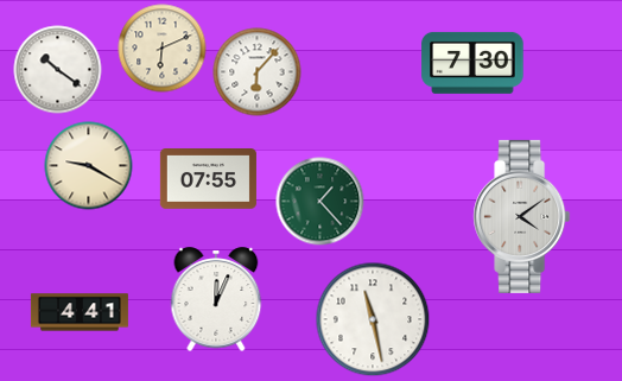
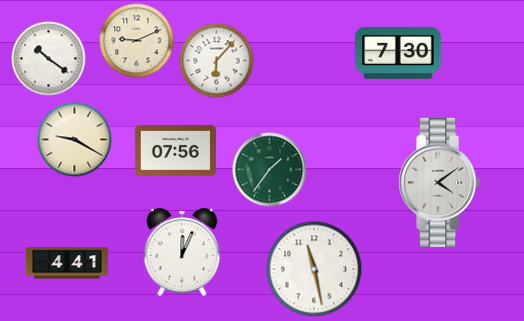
clock at (163, 49): 6:11 -> 9:11
clock at (208, 179): 07:55 -> 07:56
clock at (320, 202): 1:23 -> 1:36
